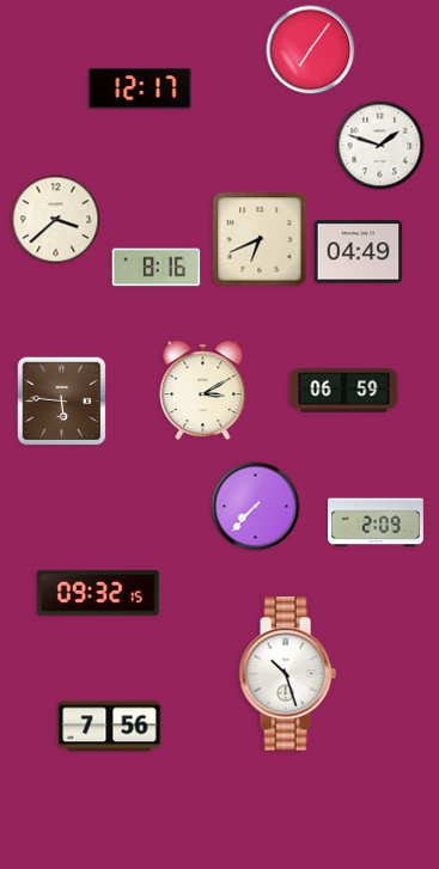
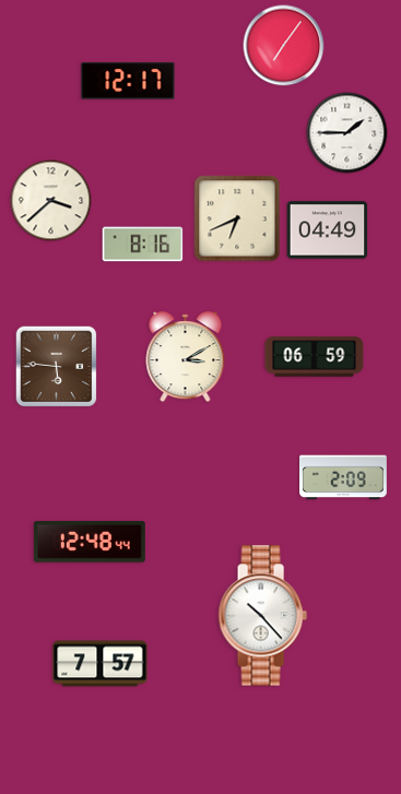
clock at (380, 146): 1:48 -> 1:45
clock at (256, 507): 7:37 -> none
clock at (98, 593): 09:32 -> 12:48
clock at (287, 674): 10:27 -> 10:23
clock at (110, 727): 7:56 -> 7:57
